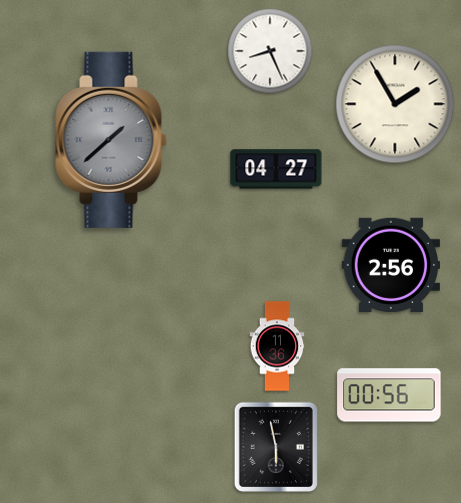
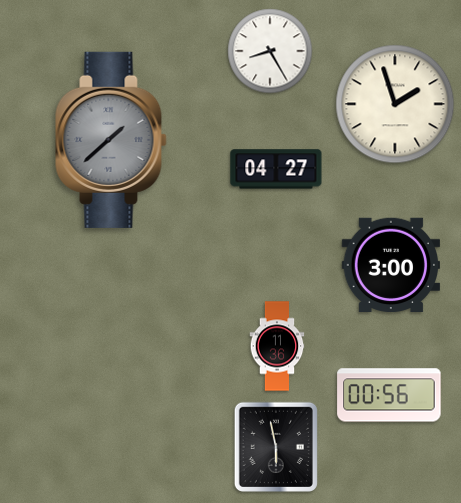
clock at (270, 51): 8:26 -> 8:25
clock at (395, 104): 1:55 -> 1:57
clock at (390, 265): 2:56 -> 3:00
